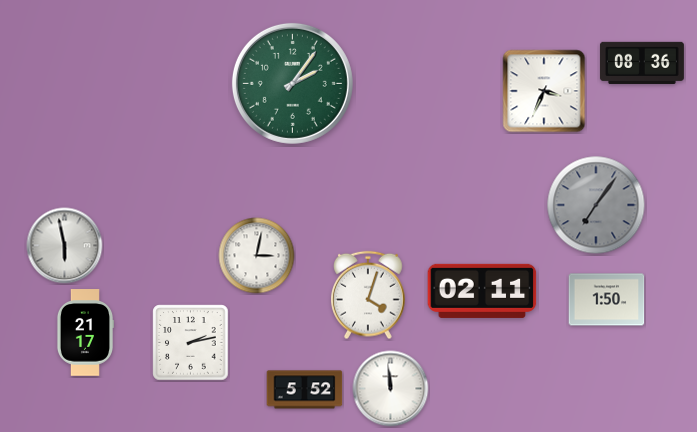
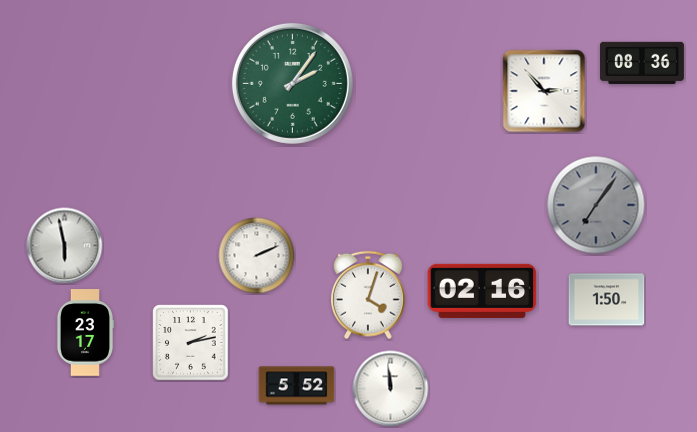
clock at (544, 91): 3:34 -> 2:53
clock at (257, 256): 3:02 -> 2:11
clock at (482, 291): 02:11 -> 02:16
clock at (84, 333): 21:17 -> 23:17
clock at (305, 390) position: (305, 390) -> (297, 386)
